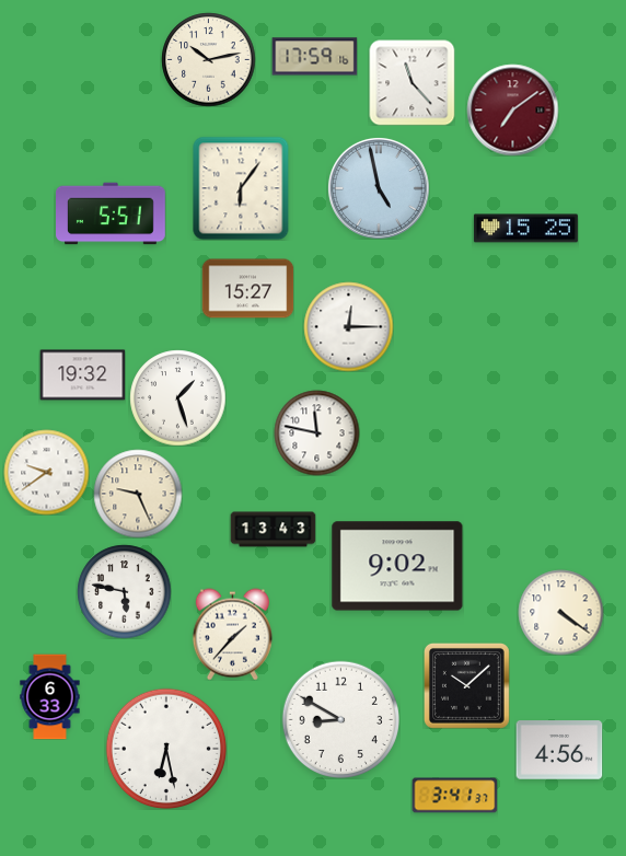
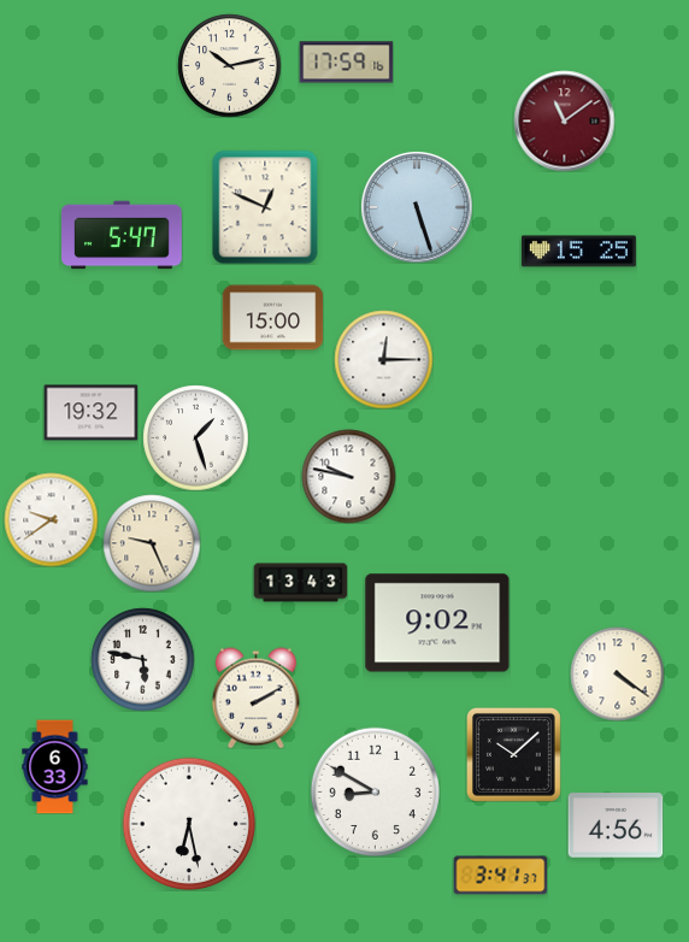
clock at (411, 82): 11:23 -> none
clock at (512, 109): 7:09 -> 11:09
clock at (241, 188): 6:06 -> 12:49
clock at (379, 188): 4:58 -> 5:27
clock at (112, 213): 5:51 -> 5:47
clock at (247, 289): 15:27 -> 15:00
clock at (316, 432): 11:47 -> 9:47
clock at (124, 591) position: (124, 591) -> (142, 659)
clock at (232, 634): 1:37 -> 2:10
clock at (166, 749) position: (166, 749) -> (189, 824)
